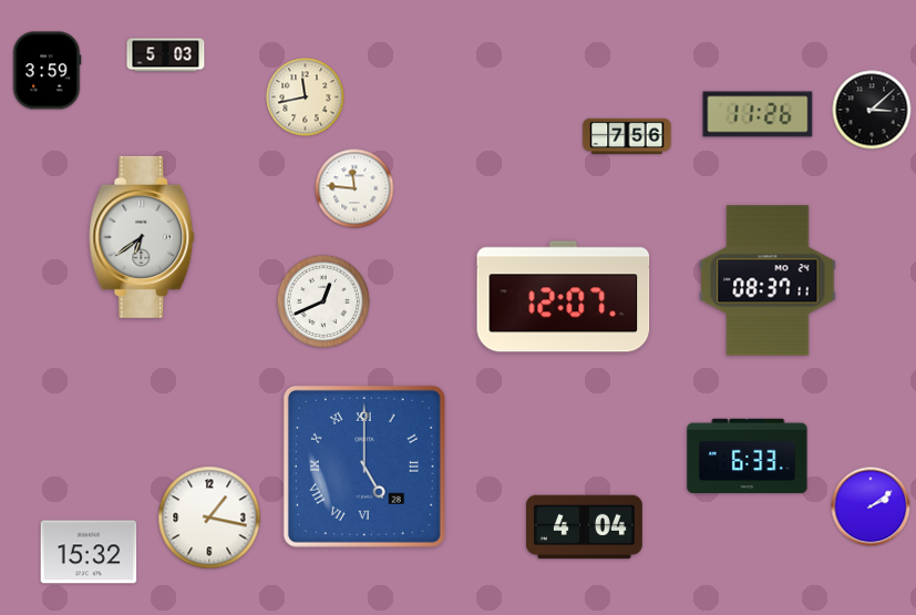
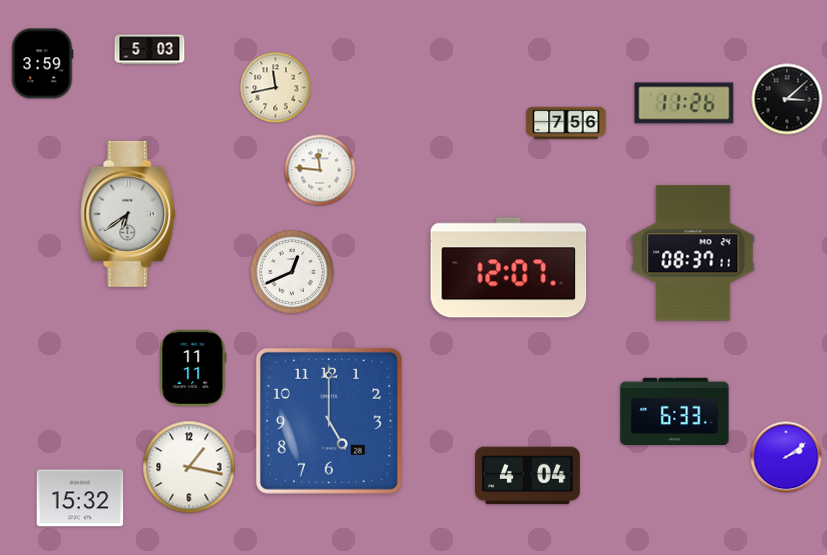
clock at (193, 368): none -> 11:11
clock at (364, 467) numerals: Roman -> Arabic
